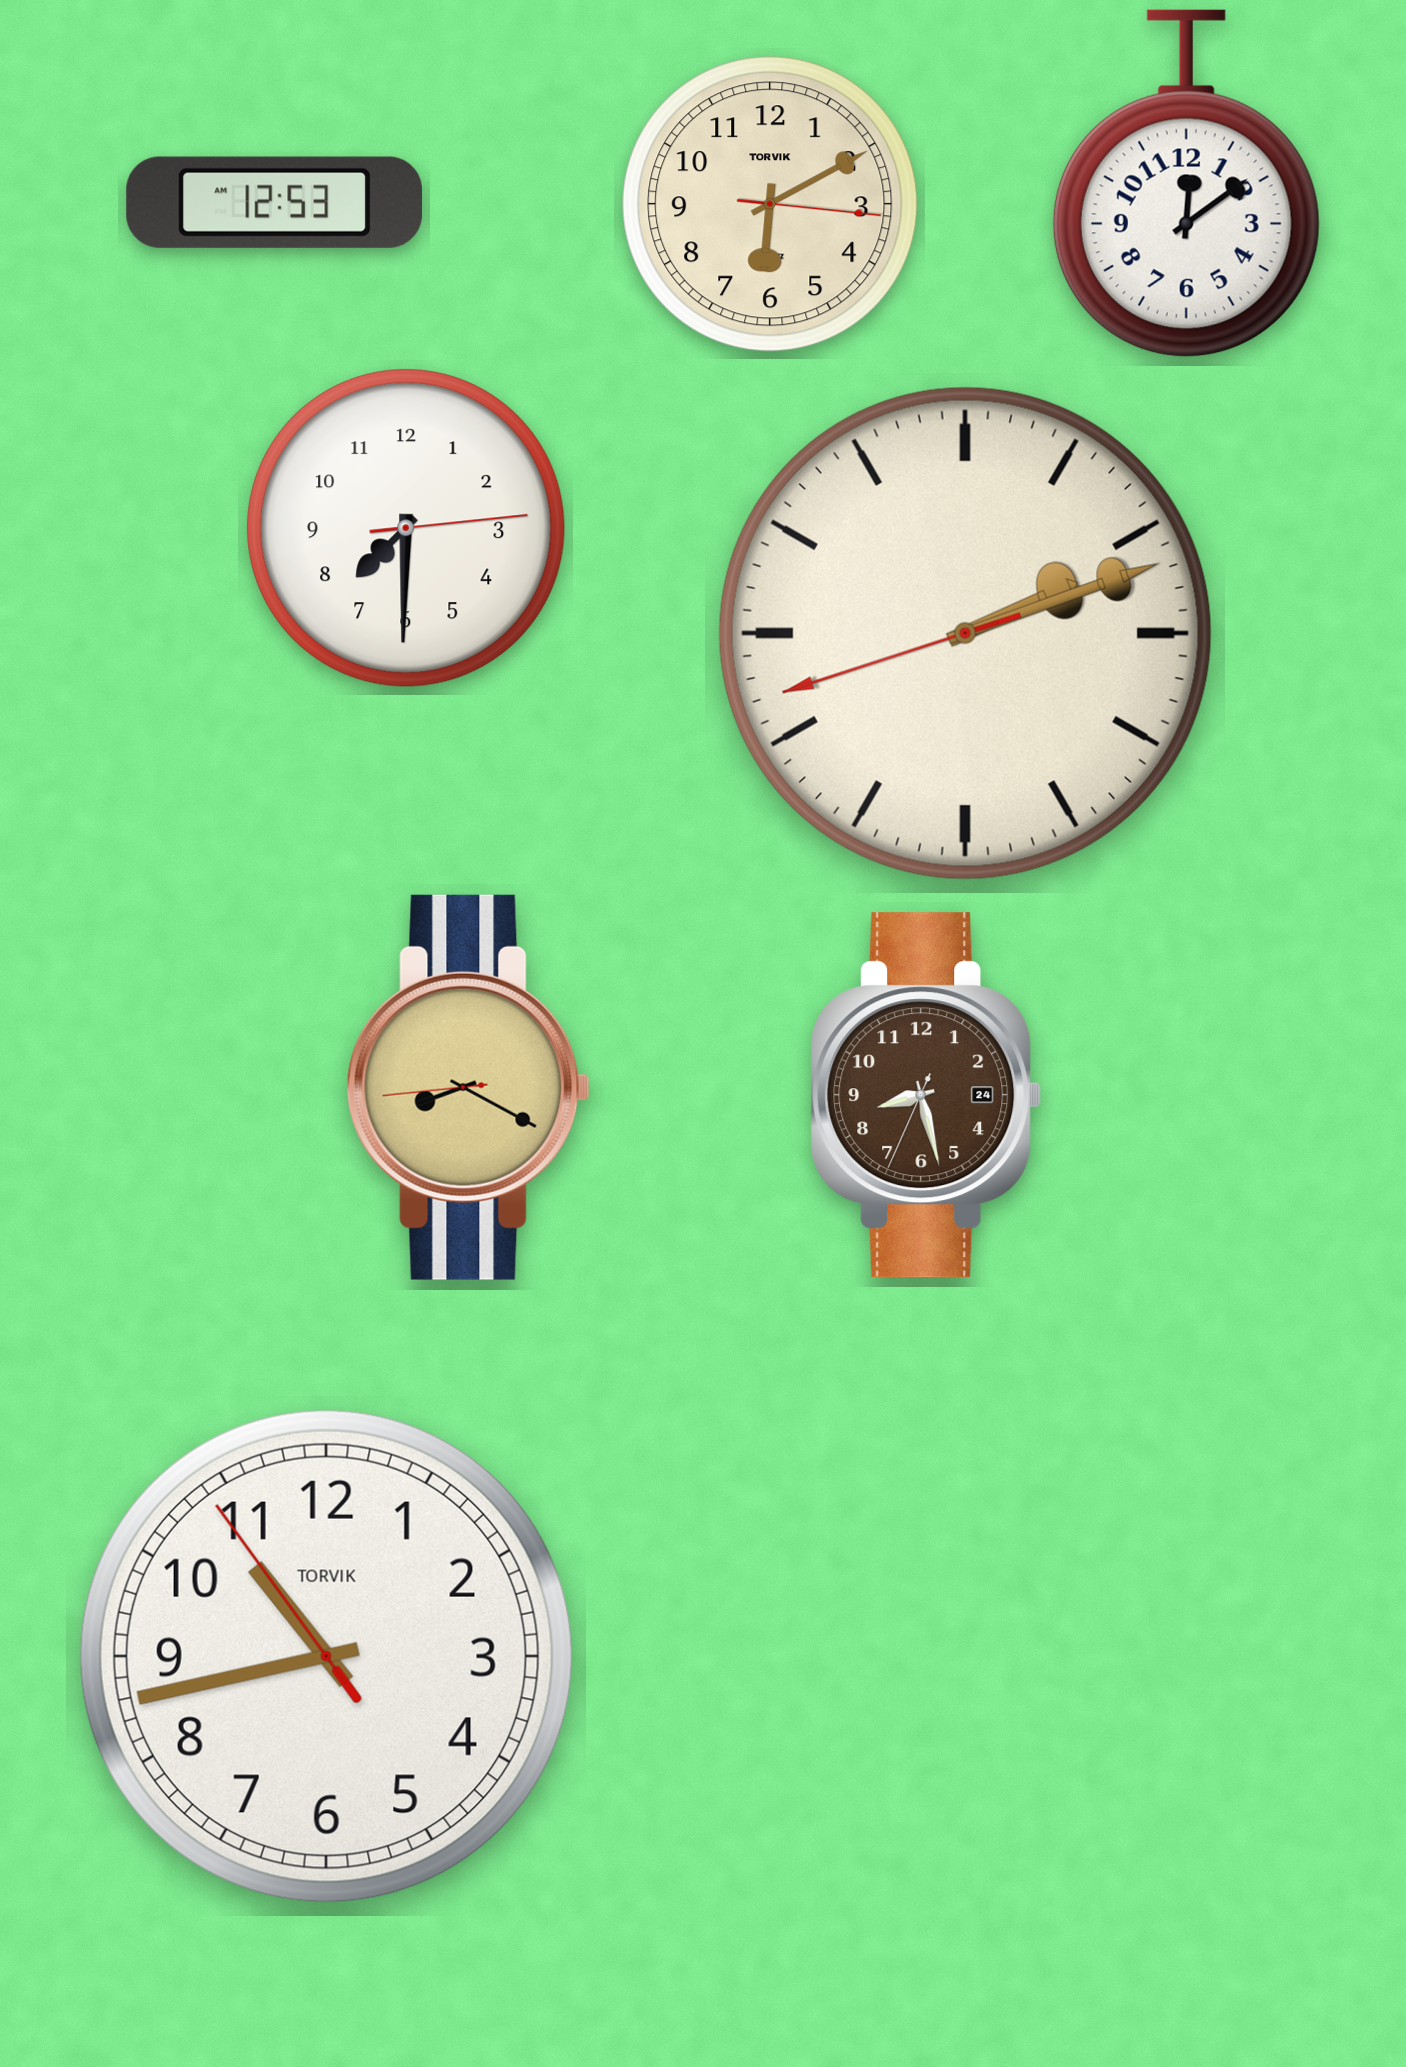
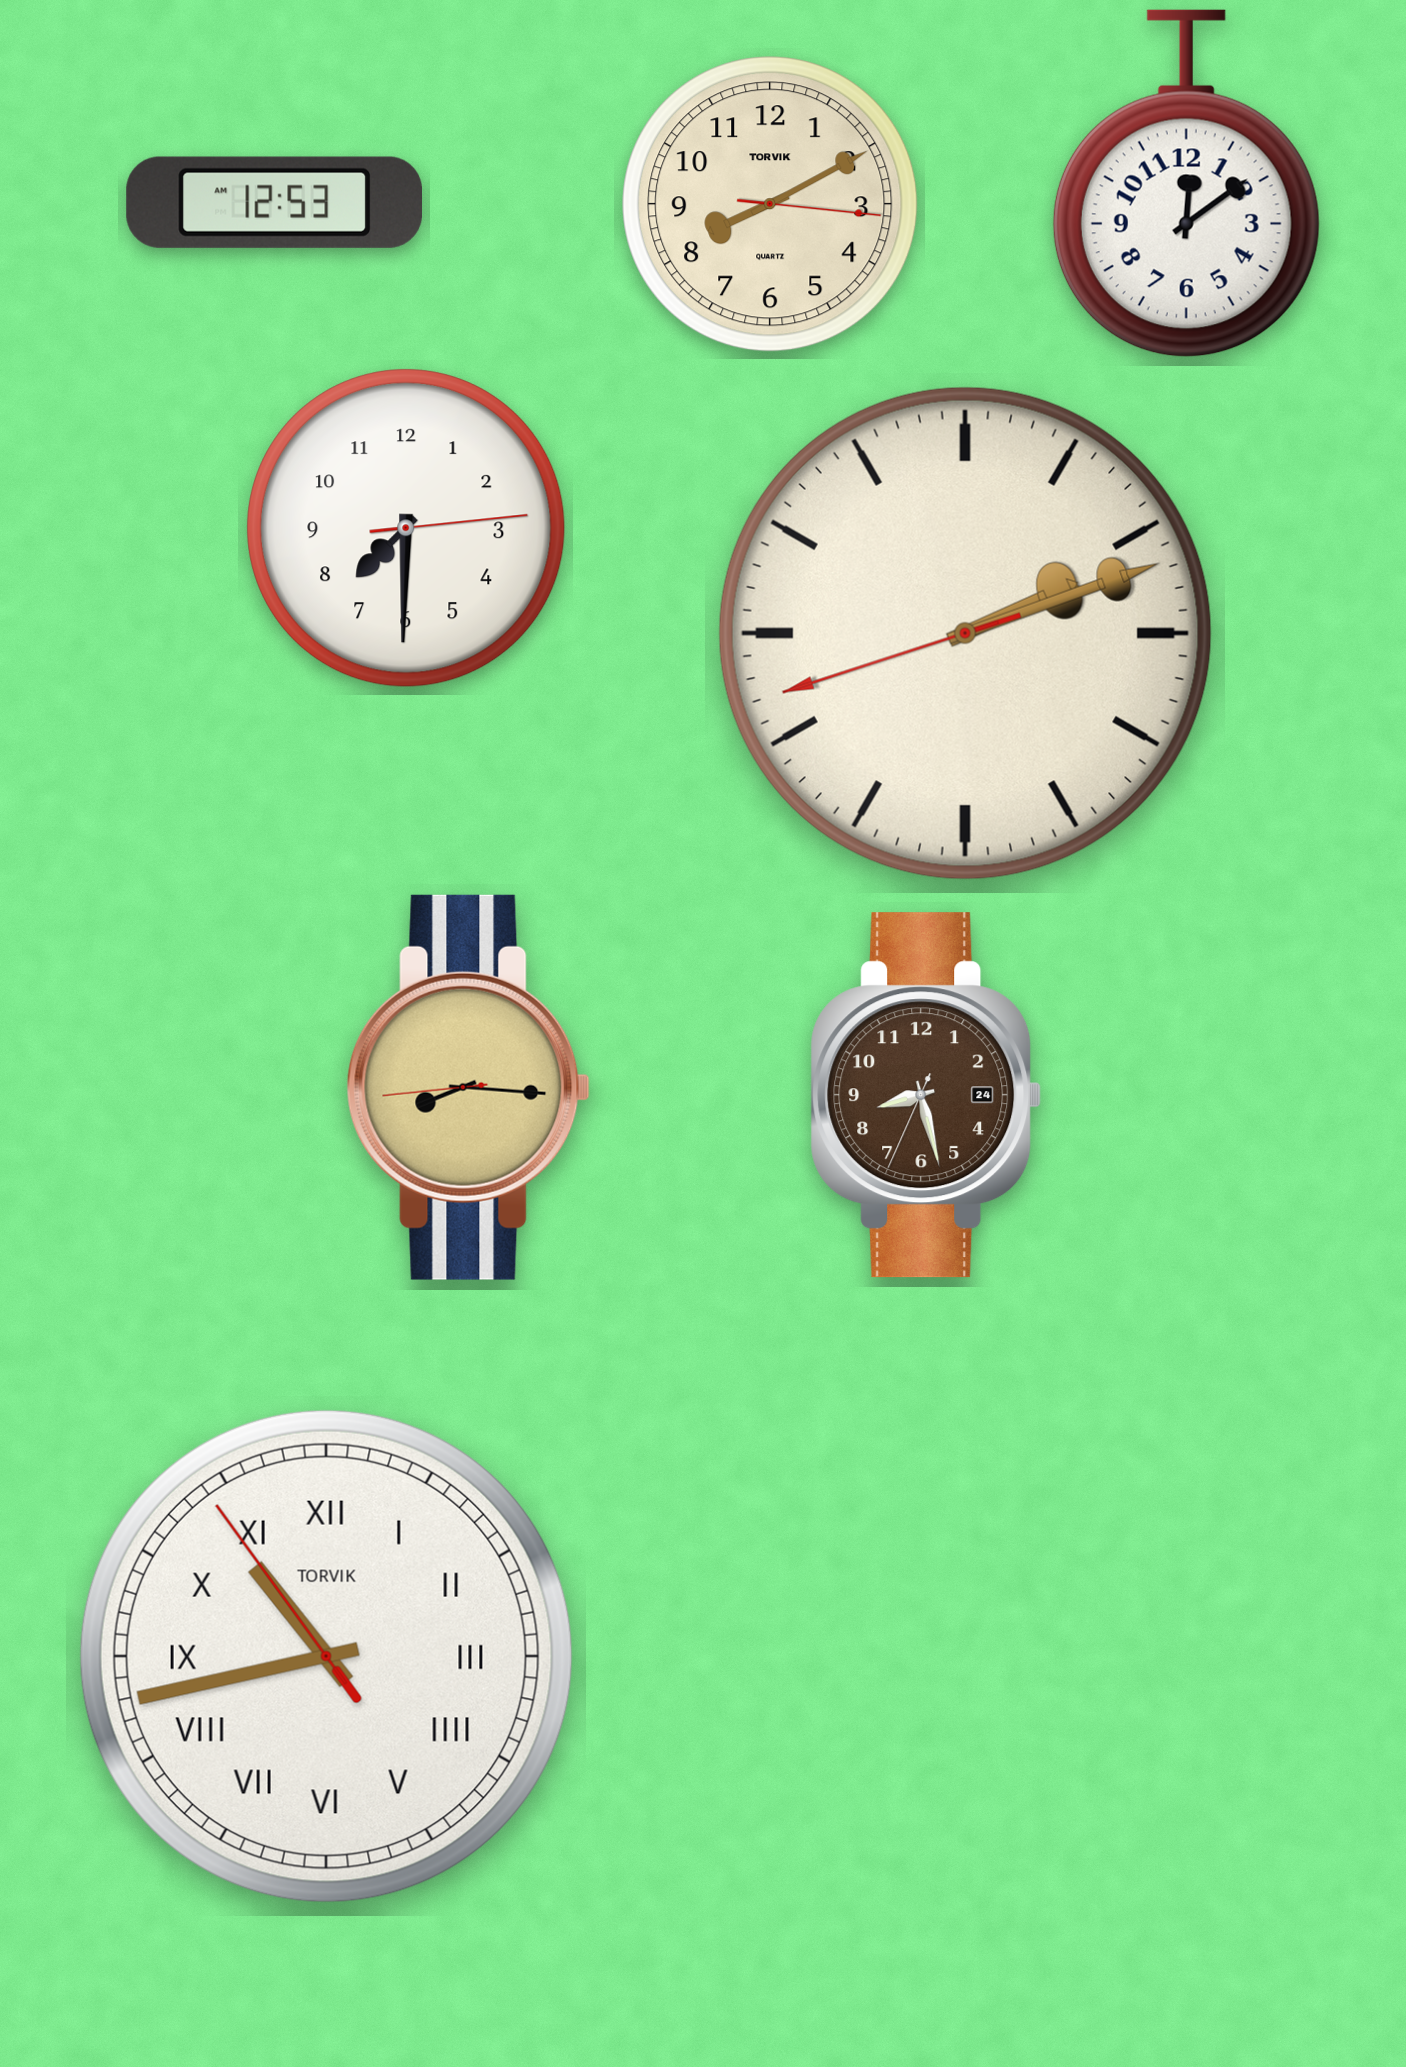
clock at (770, 204): 6:10 -> 8:10
clock at (468, 1087): 8:19 -> 8:15
clock at (326, 1656) numerals: Arabic -> Roman
